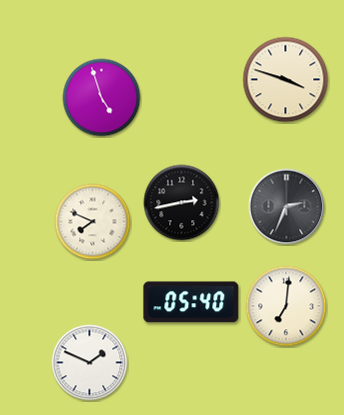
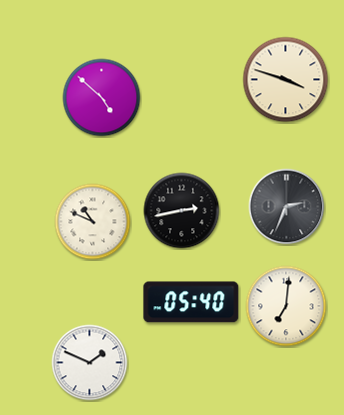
clock at (102, 98): 4:57 -> 4:52
clock at (182, 203) position: (182, 203) -> (182, 211)
clock at (93, 222): 7:49 -> 10:49
